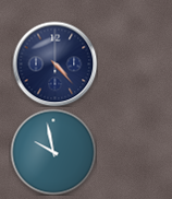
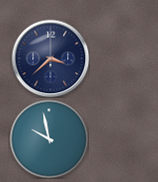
clock at (54, 63): 4:23 -> 3:38
